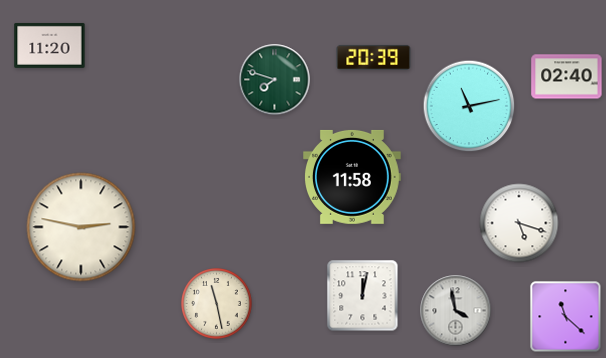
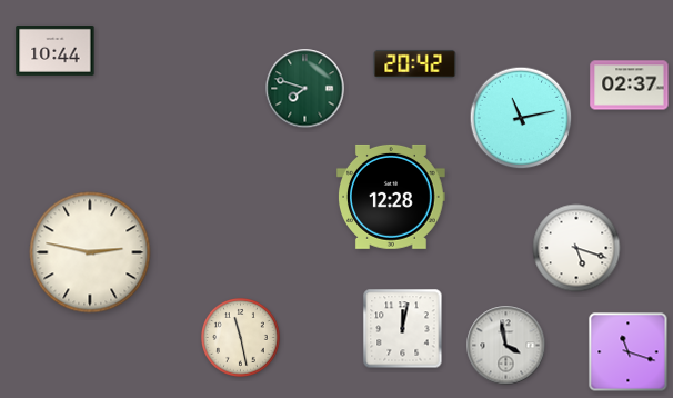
clock at (50, 45): 11:20 -> 10:44
clock at (374, 57): 20:39 -> 20:42
clock at (567, 77): 02:40 -> 02:37
clock at (353, 177): 11:58 -> 12:28
clock at (566, 317): 11:22 -> 11:18
